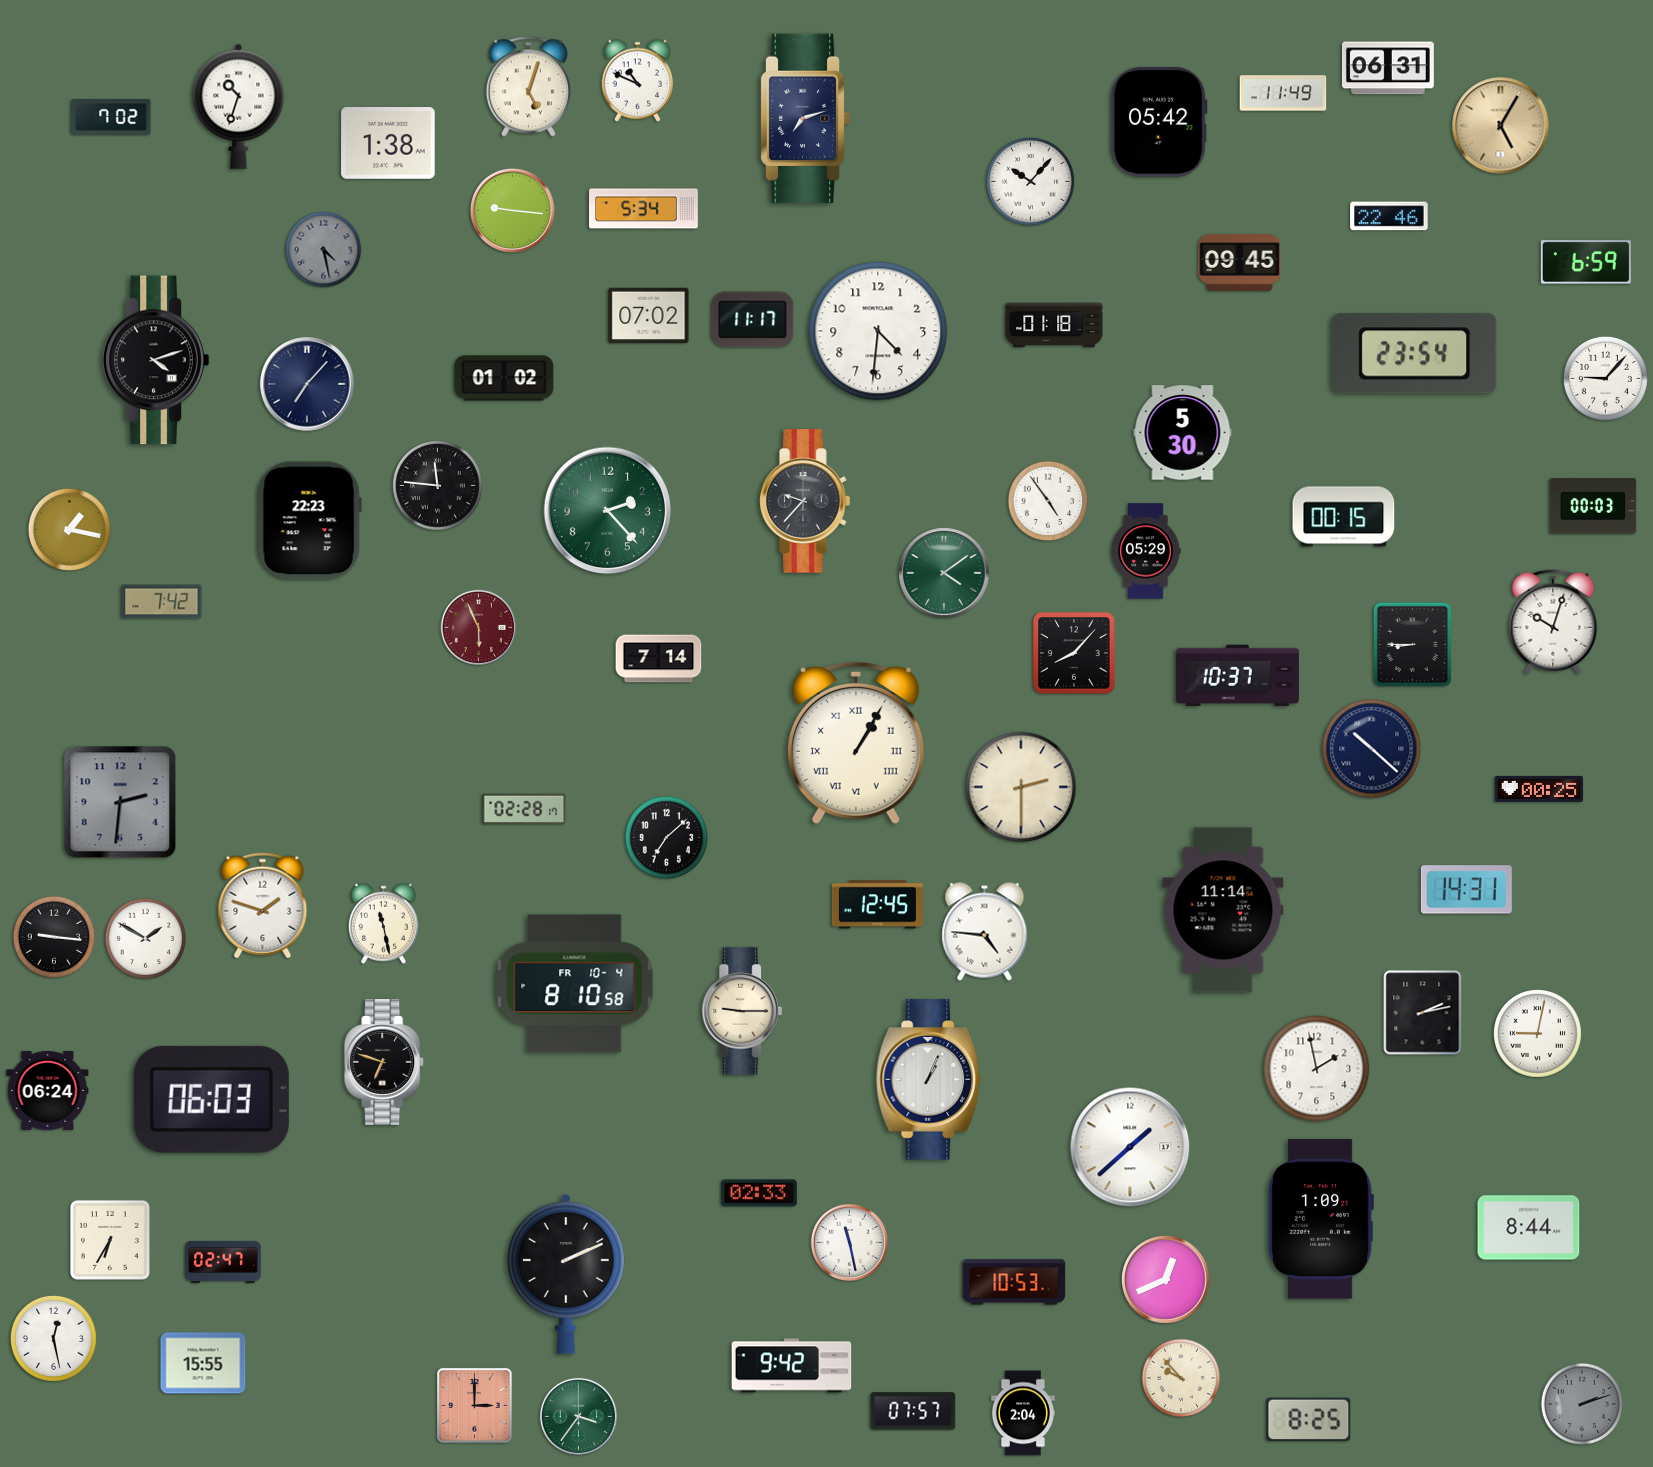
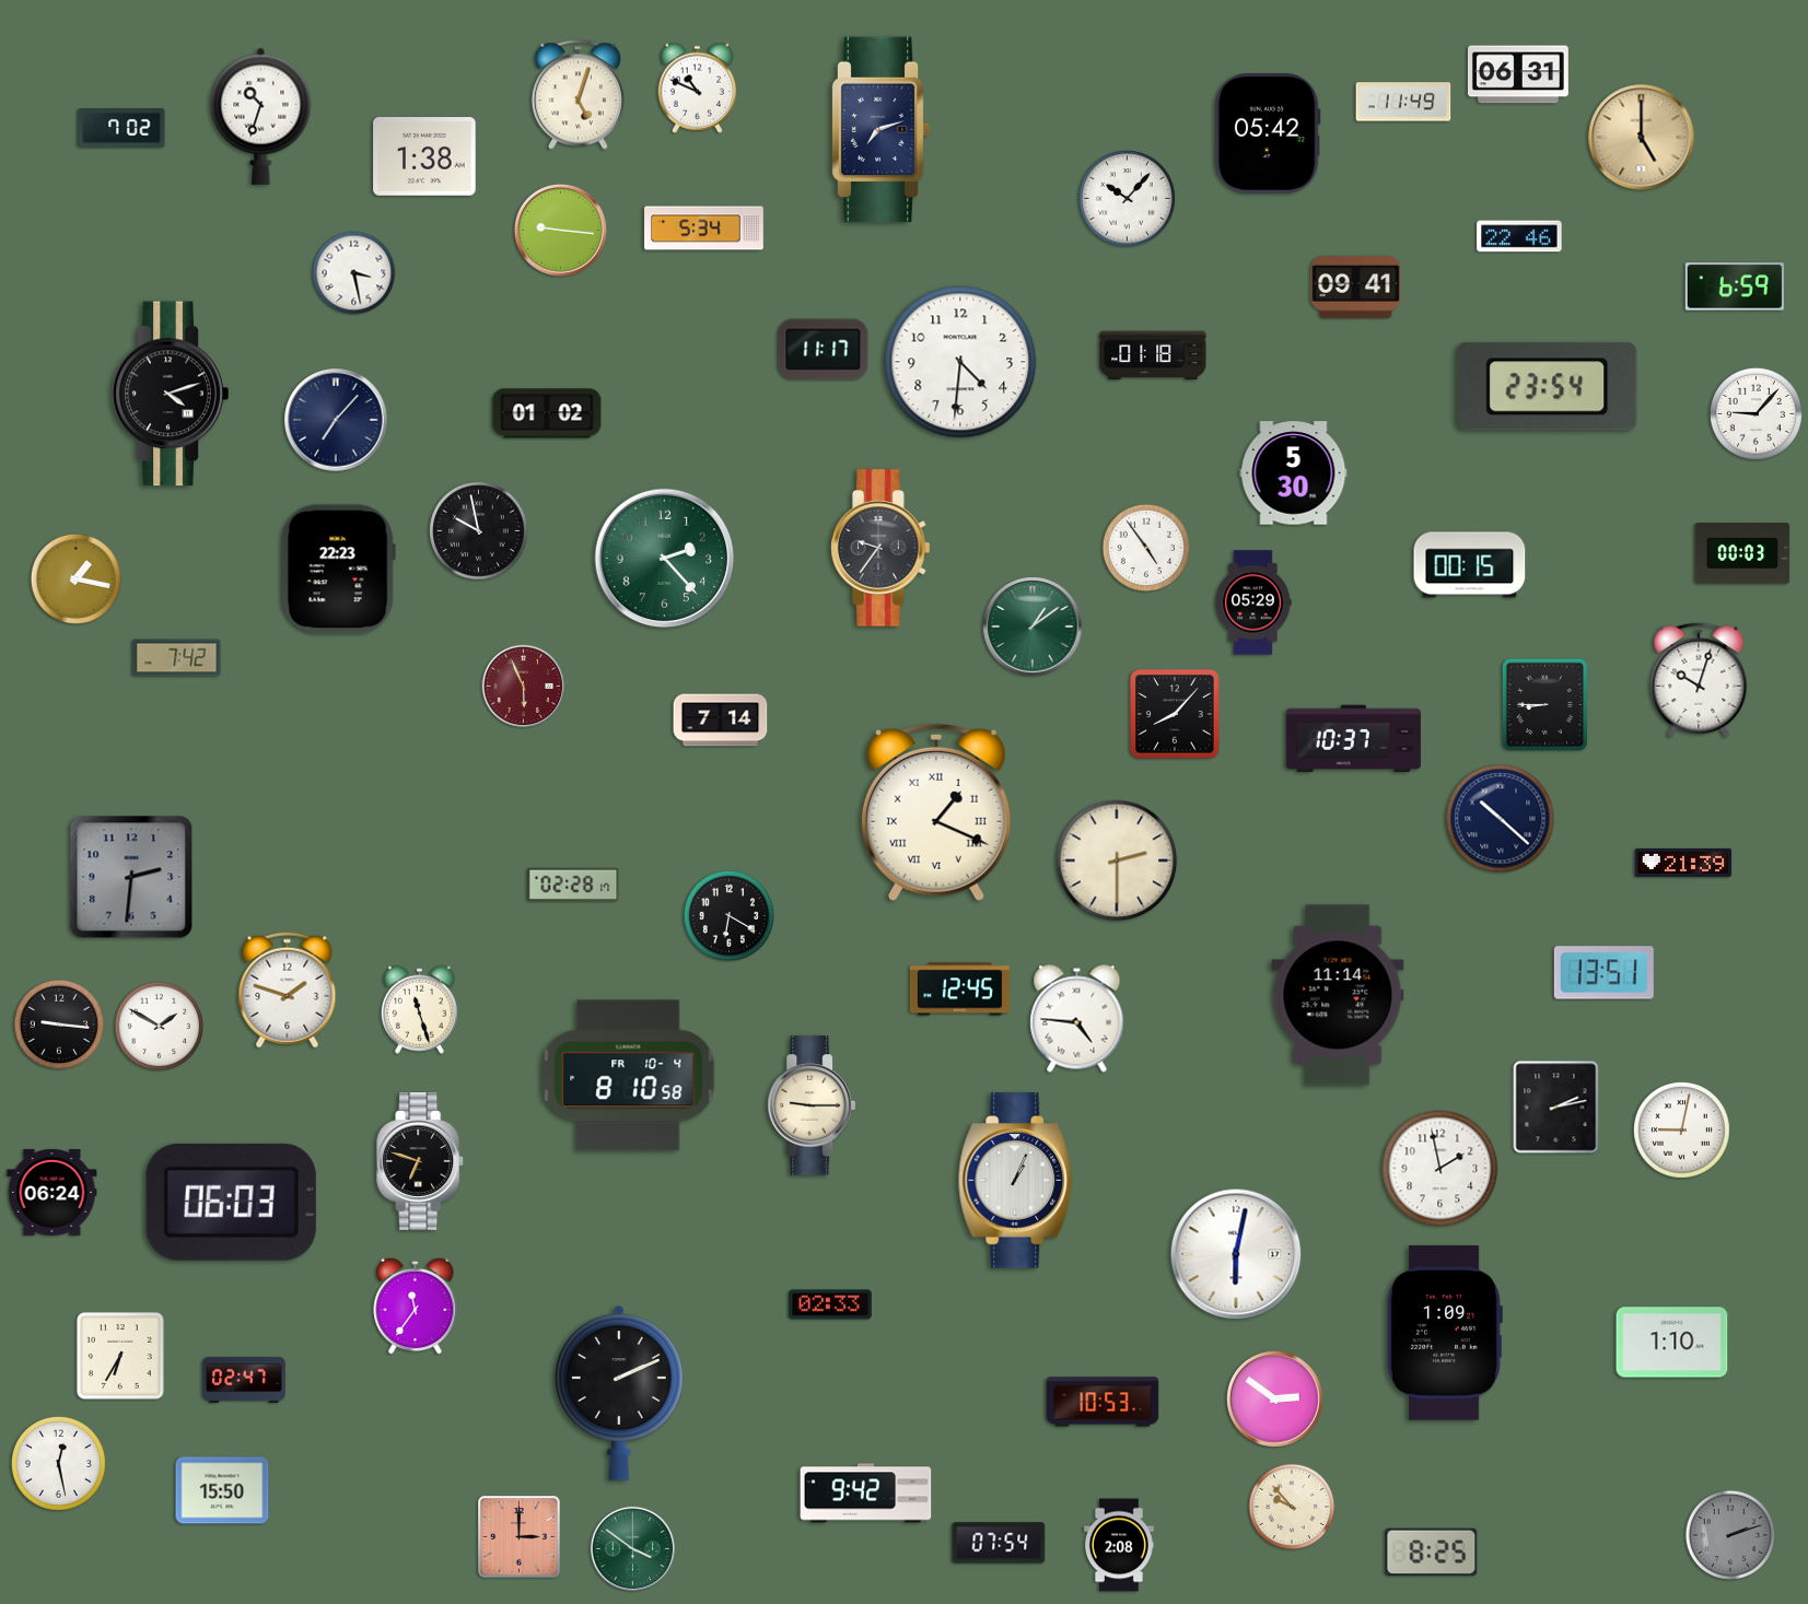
clock at (1501, 126): 5:05 -> 5:00
clock at (324, 250): 4:28 -> 3:28
clock at (324, 250) dial: grey -> white
clock at (1240, 263): 09:45 -> 09:41
clock at (649, 316): 07:02 -> none
clock at (504, 378) position: (504, 378) -> (547, 413)
clock at (438, 486): 11:46 -> 9:58
clock at (805, 501): 9:37 -> 9:36
clock at (944, 573): 4:09 -> 1:09
clock at (856, 743): 1:05 -> 1:19
clock at (1539, 789): 00:25 -> 21:39
clock at (666, 837): 7:08 -> 6:20
clock at (1466, 890): 14:31 -> 13:51
clock at (383, 923): 11:28 -> 11:27
clock at (1130, 1147): 1:38 -> 6:02
clock at (416, 1306): none -> 11:36
clock at (1529, 1228): 8:44 -> 1:10
clock at (849, 1242): 11:28 -> none
clock at (1166, 1280): 12:41 -> 2:51
clock at (1014, 1282) position: (1014, 1282) -> (1103, 1402)
clock at (203, 1363): 15:55 -> 15:50
clock at (913, 1411): 07:57 -> 07:54
clock at (1023, 1413): 2:04 -> 2:08
clock at (578, 1416): 3:36 -> 3:51
